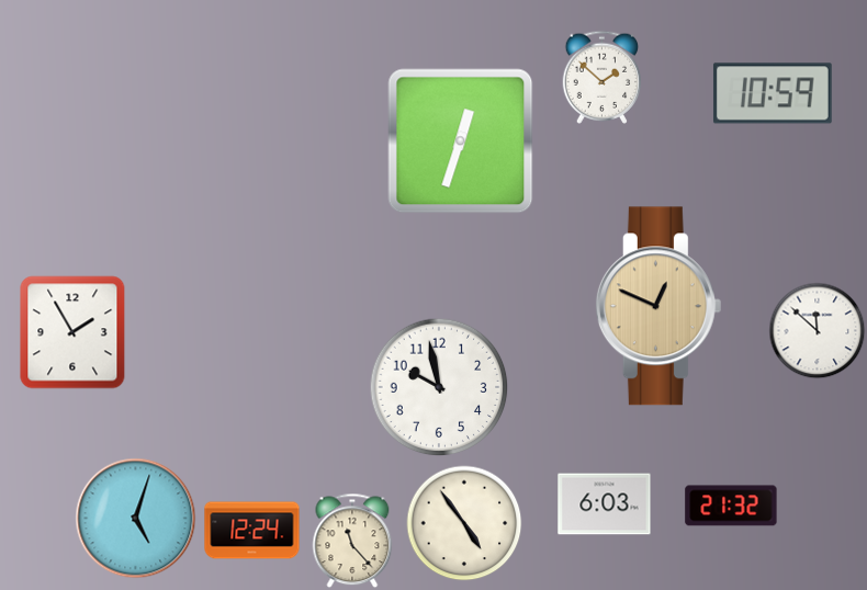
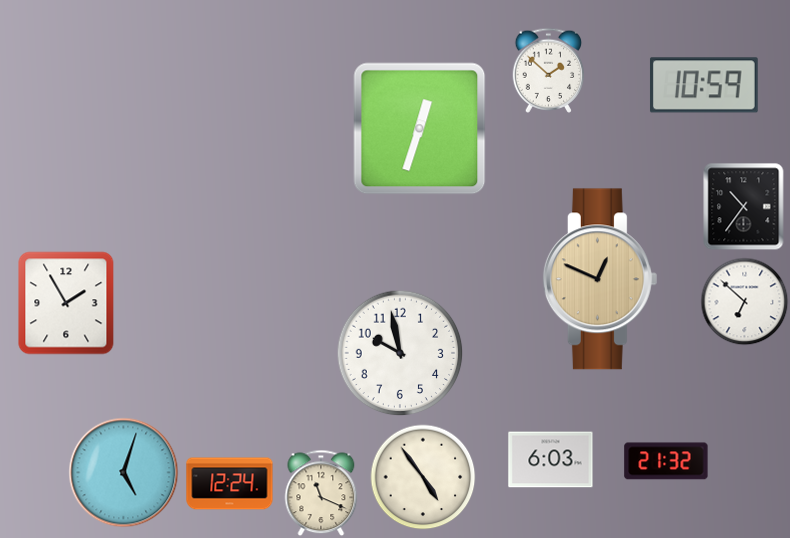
clock at (744, 207): none -> 10:36
clock at (818, 331): 11:52 -> 6:52
clock at (352, 541): 11:23 -> 11:19
